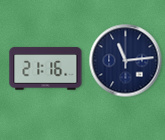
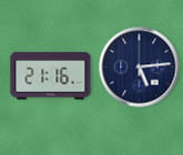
clock at (126, 61): 11:14 -> 5:14
